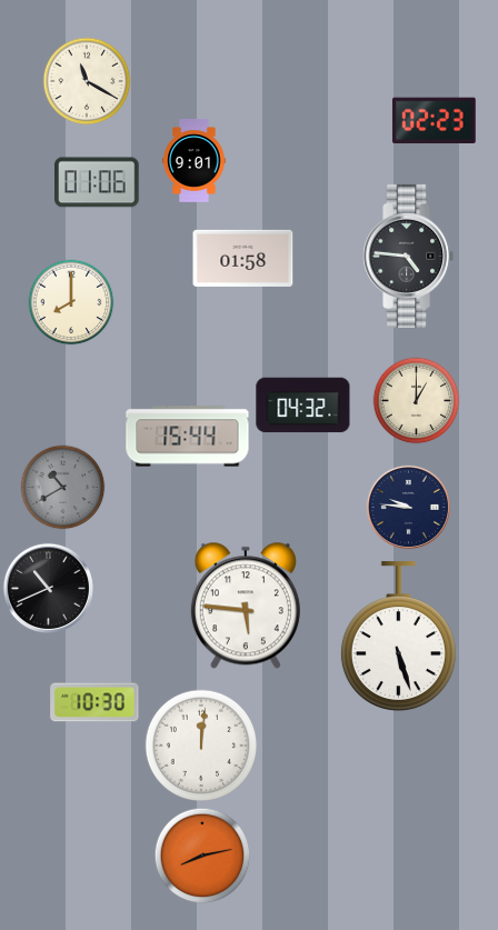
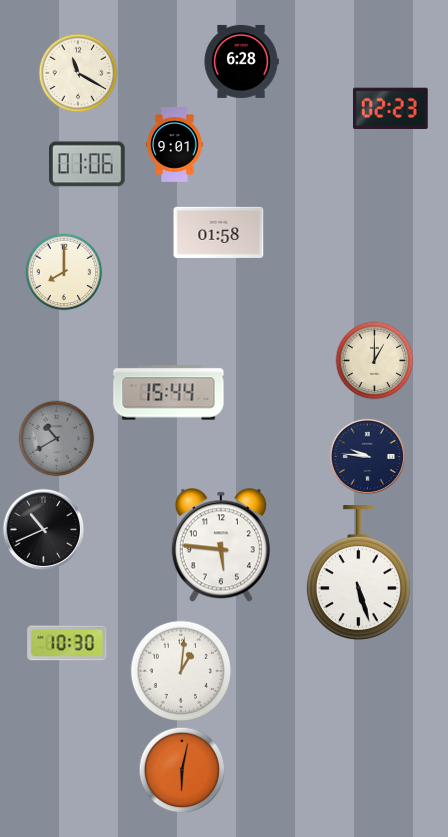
clock at (241, 61): none -> 6:28
clock at (409, 256): 4:46 -> none
clock at (303, 406): 04:32 -> none
clock at (94, 702) position: (94, 702) -> (67, 643)
clock at (200, 744): 12:01 -> 1:01
clock at (202, 856): 8:13 -> 6:02
